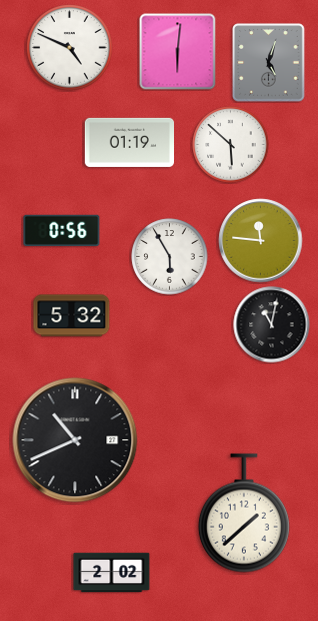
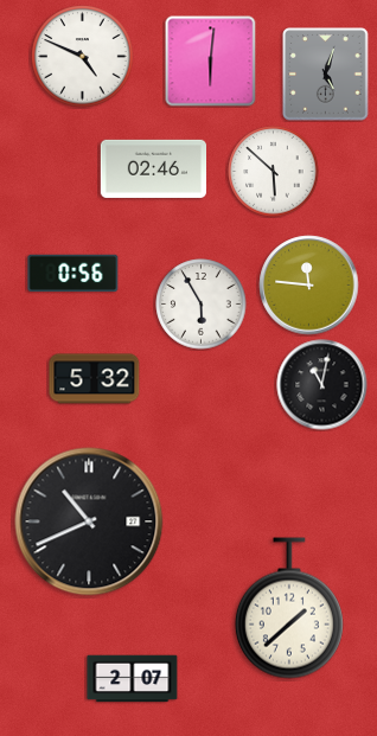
clock at (269, 63) position: (269, 63) -> (326, 75)
clock at (129, 142): 01:19 -> 02:46
clock at (72, 316) position: (72, 316) -> (95, 379)
clock at (112, 573): 2:02 -> 2:07
